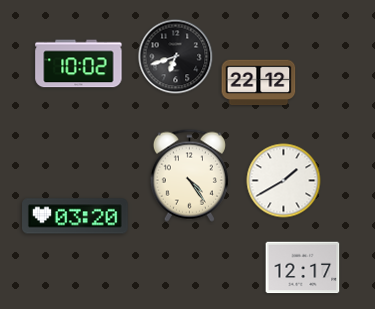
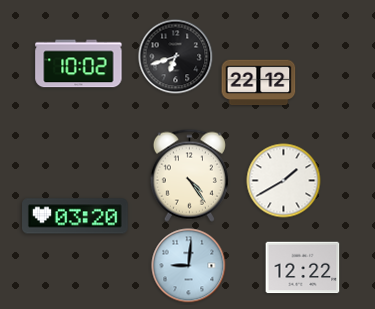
clock at (189, 266): none -> 9:01
clock at (303, 268): 12:17 -> 12:22
